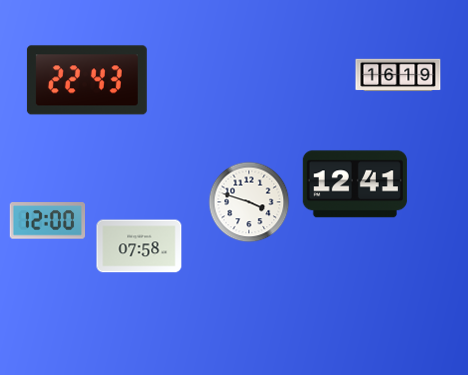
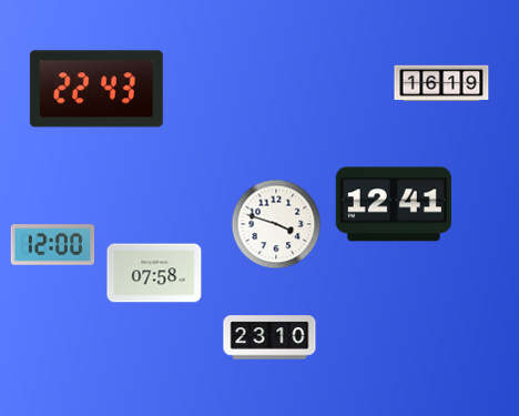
clock at (269, 337): none -> 23:10
